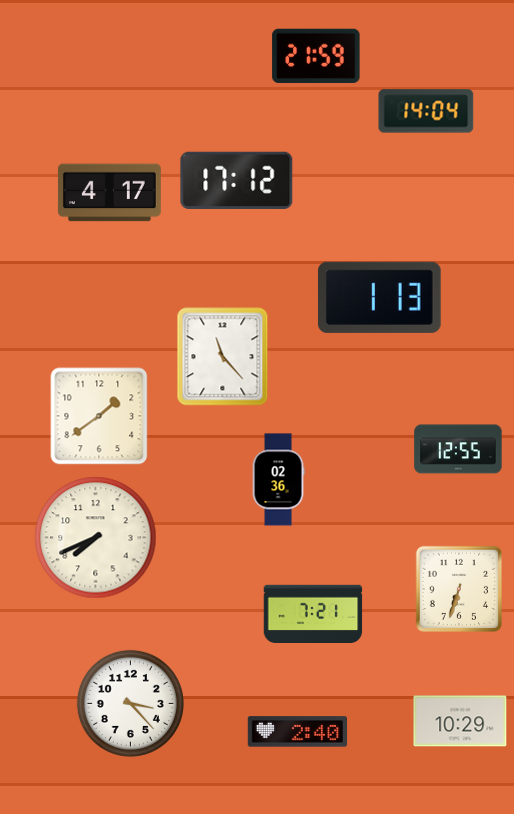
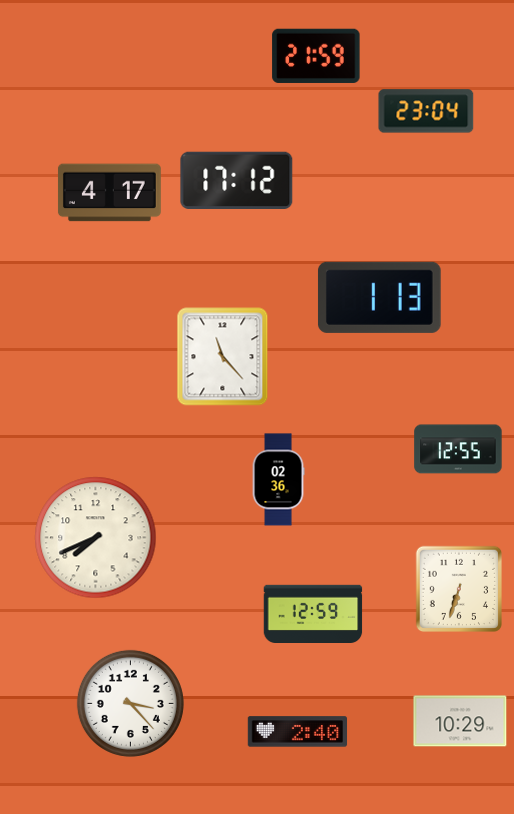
clock at (426, 111): 14:04 -> 23:04
clock at (99, 416): 1:39 -> none
clock at (313, 613): 7:21 -> 12:59
